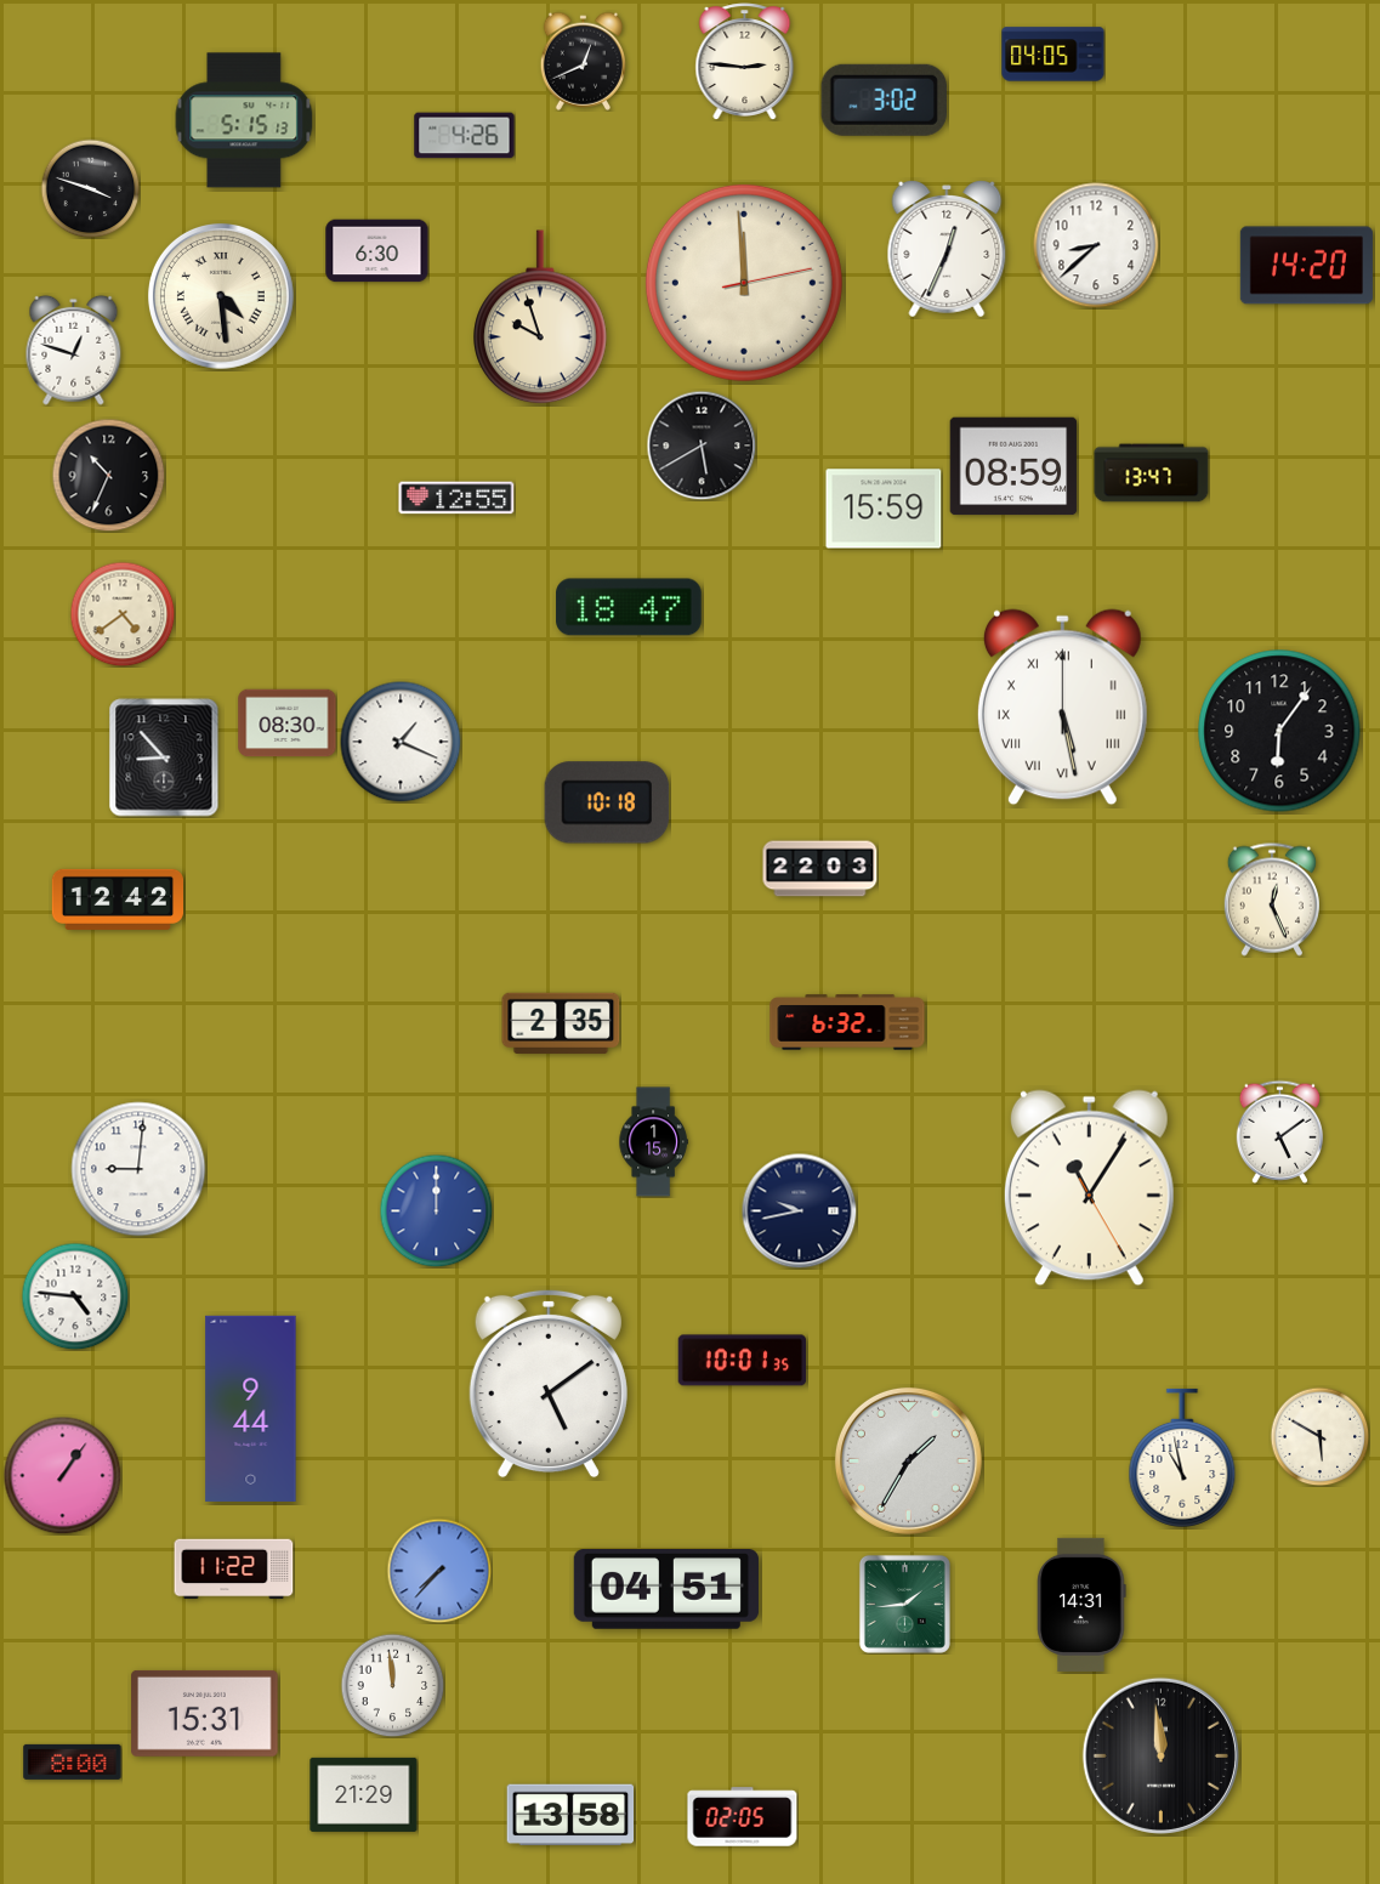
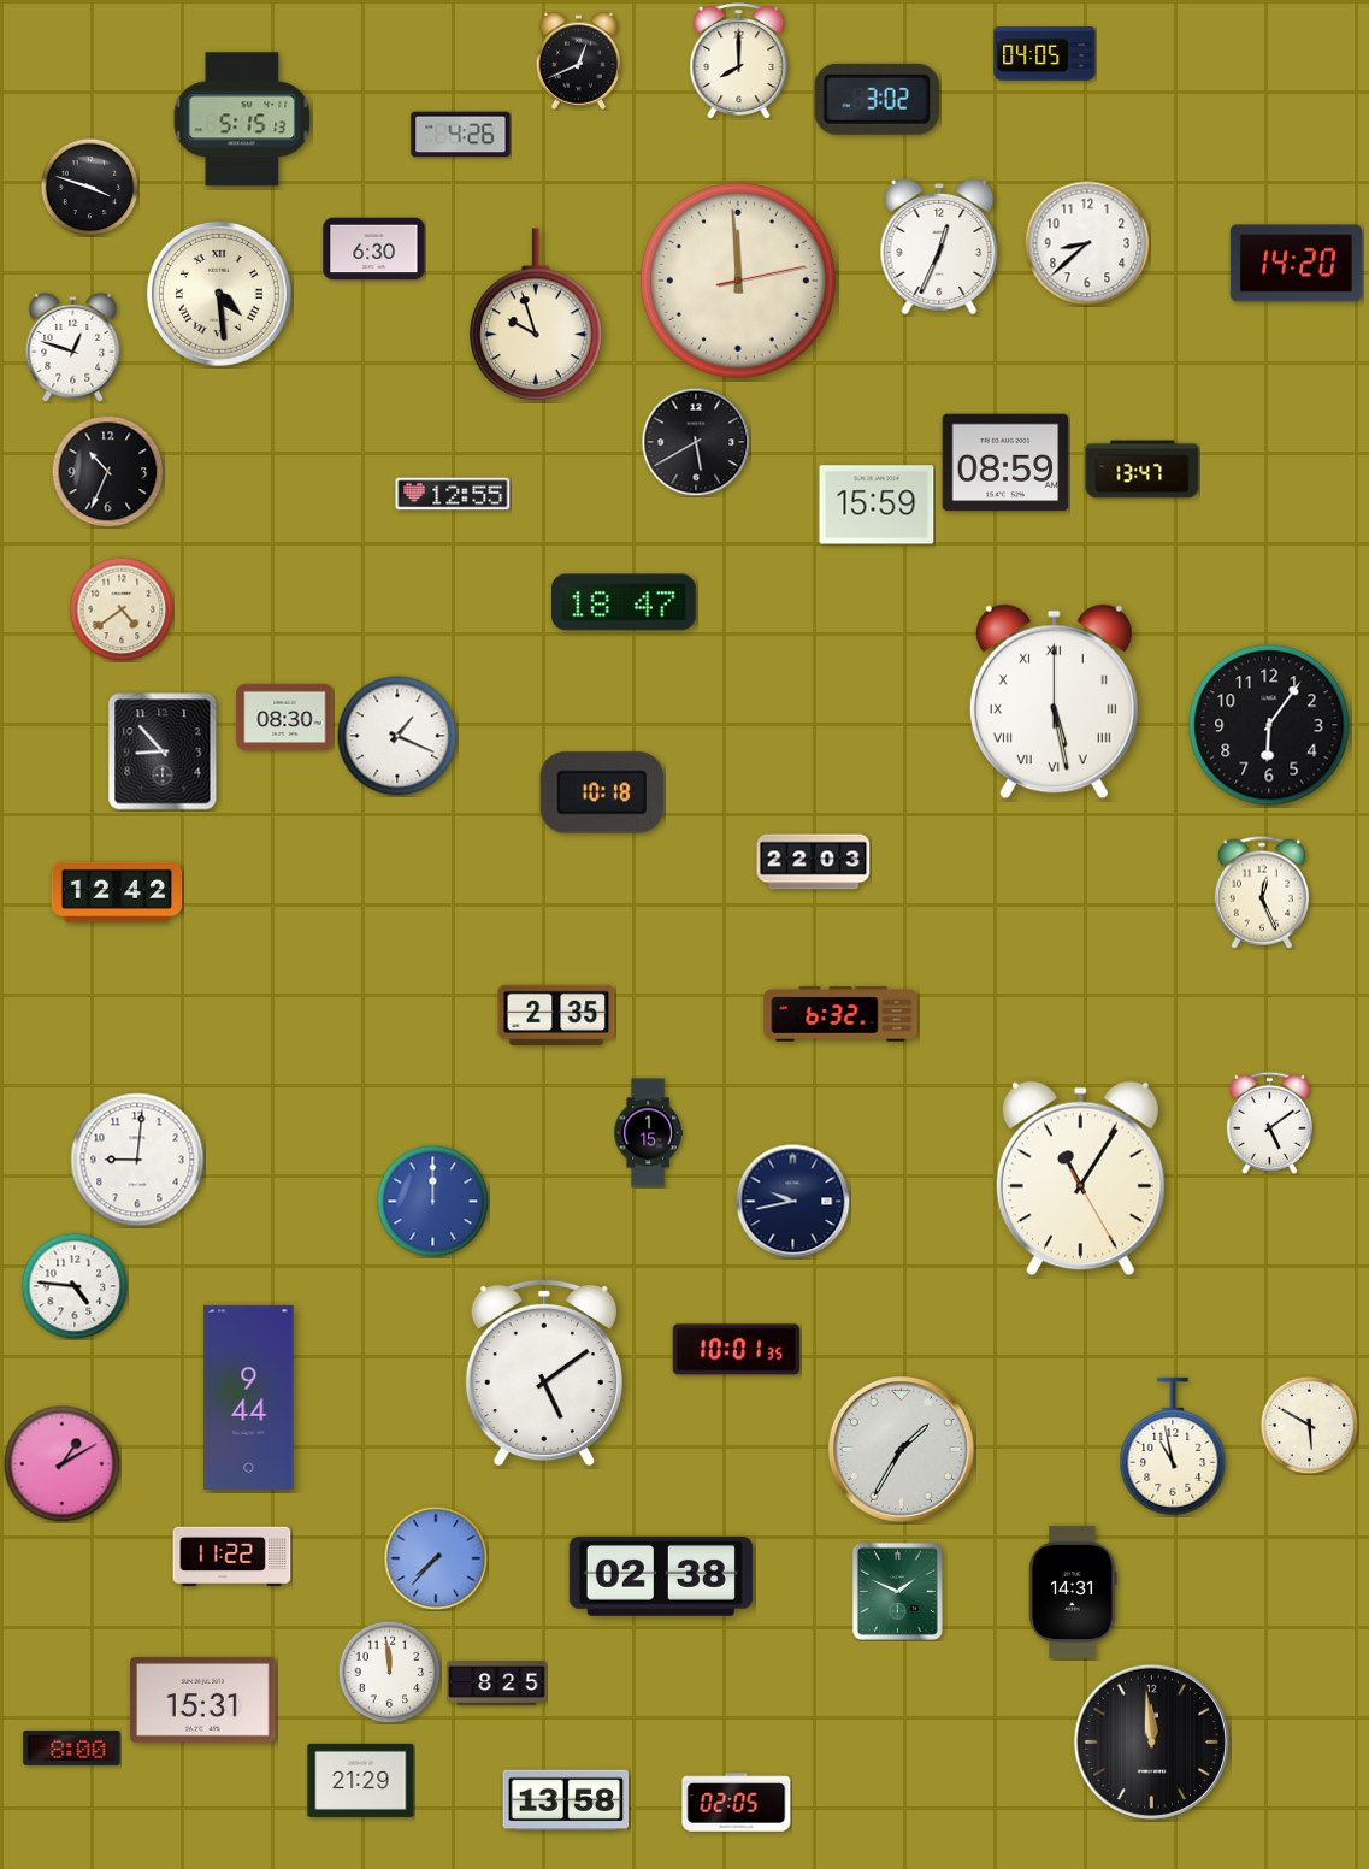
clock at (745, 62): 2:46 -> 8:00
clock at (607, 802) position: (607, 802) -> (602, 792)
clock at (62, 1475): 1:06 -> 1:10
clock at (666, 1590): 04:51 -> 02:38
clock at (904, 1604): 1:44 -> 1:49
clock at (497, 1684): none -> 8:25
